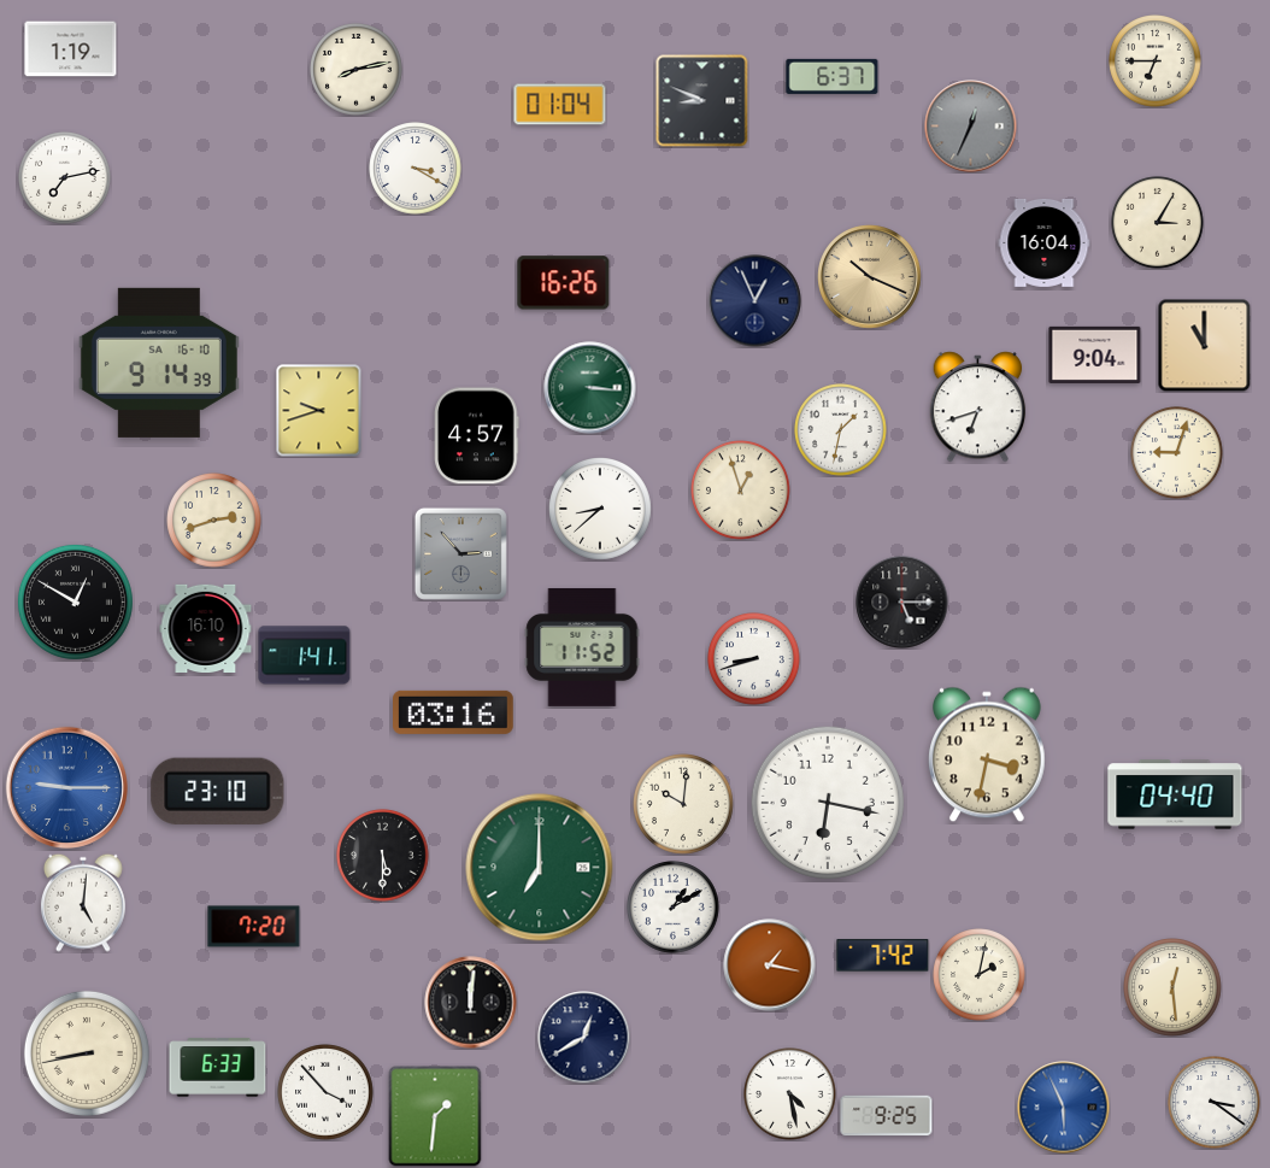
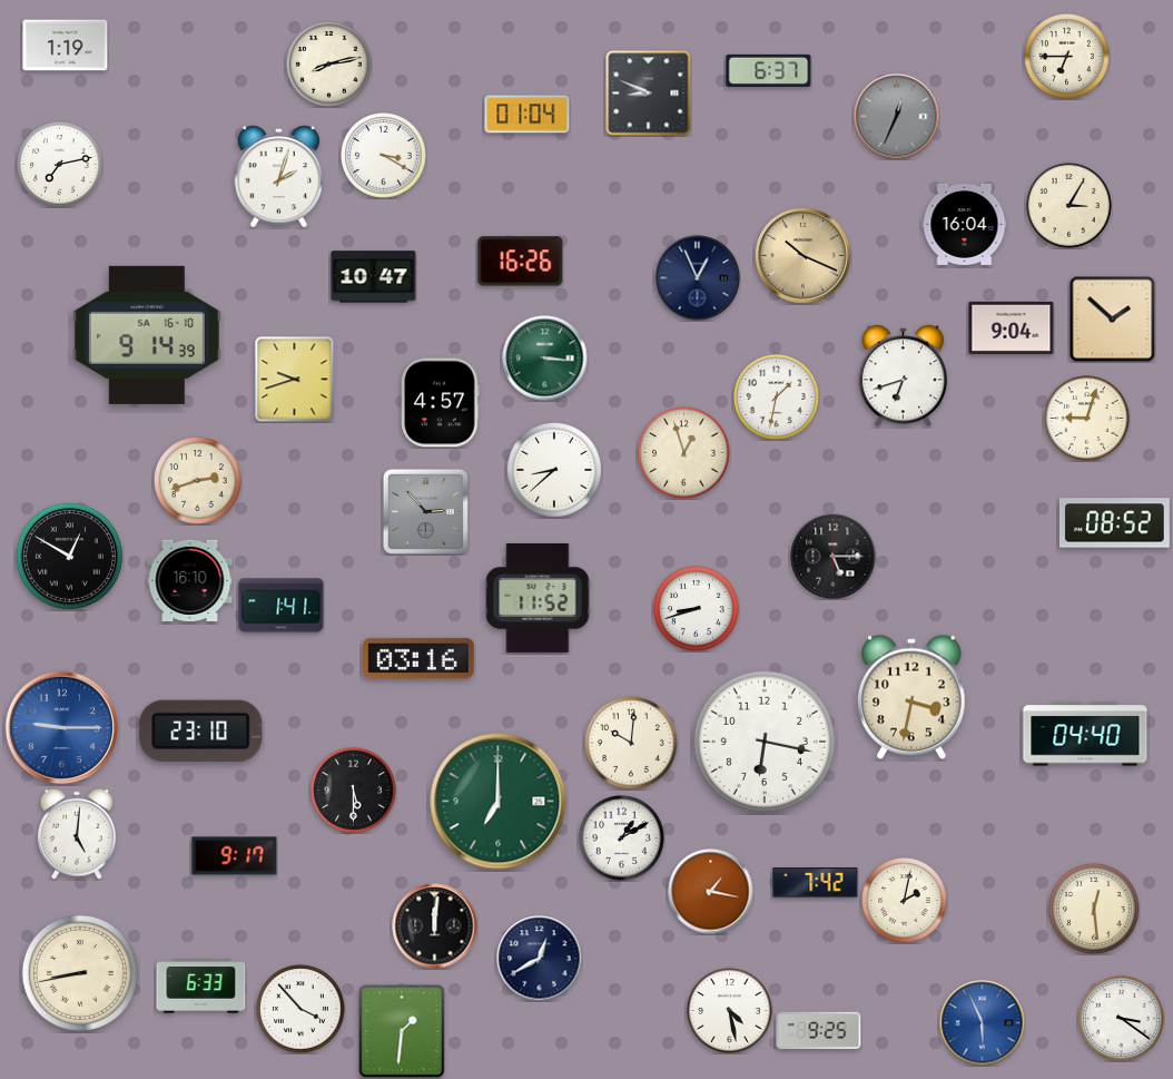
clock at (560, 105) position: (560, 105) -> (528, 115)
clock at (279, 177): none -> 2:03
clock at (374, 277): none -> 10:47
clock at (1204, 345): 11:00 -> 1:52
clock at (1114, 523): none -> 08:52
clock at (254, 927): 7:20 -> 9:17
clock at (1172, 987) position: (1172, 987) -> (1094, 909)
